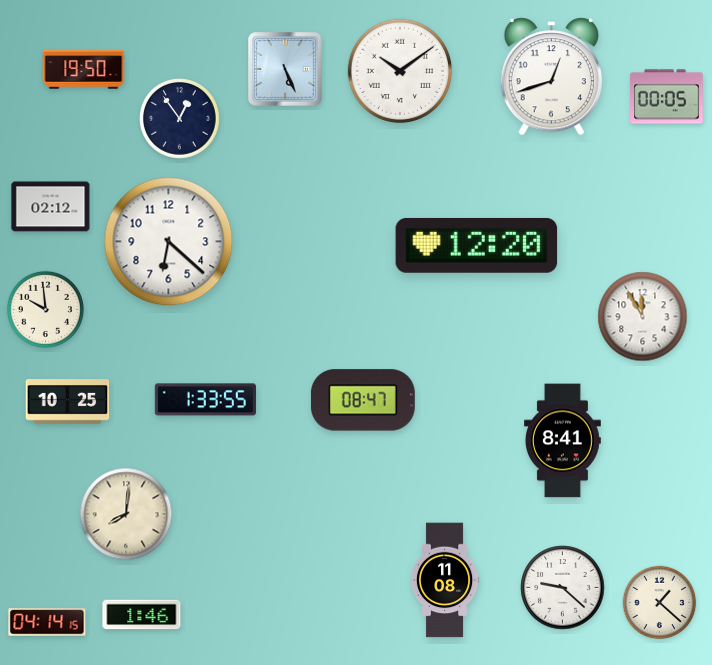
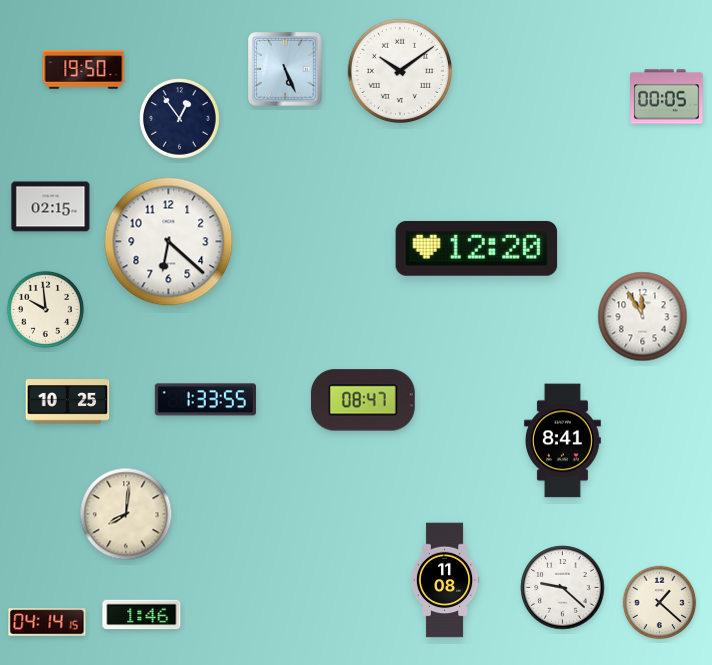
clock at (551, 77): 12:42 -> none
clock at (51, 207): 02:12 -> 02:15
clock at (477, 245) position: (477, 245) -> (477, 248)
